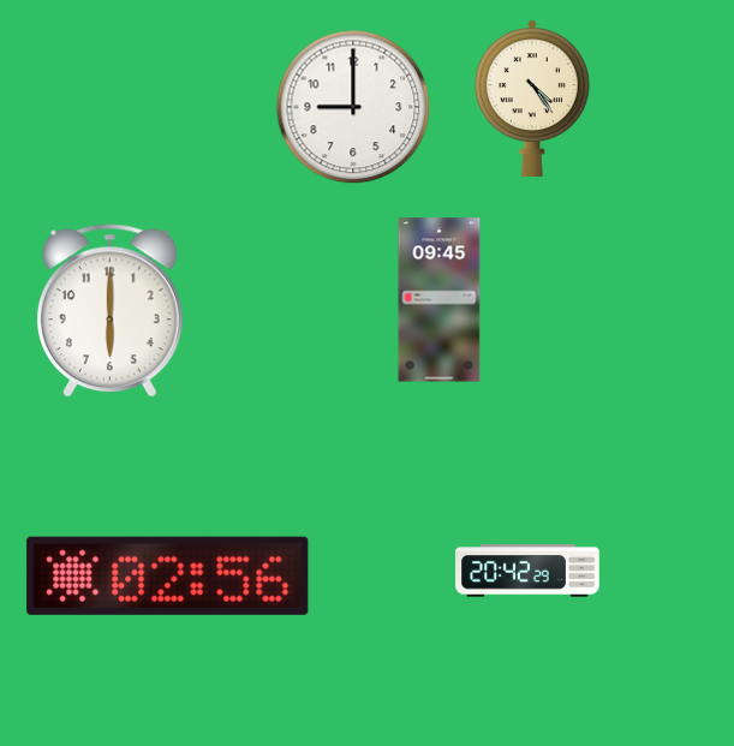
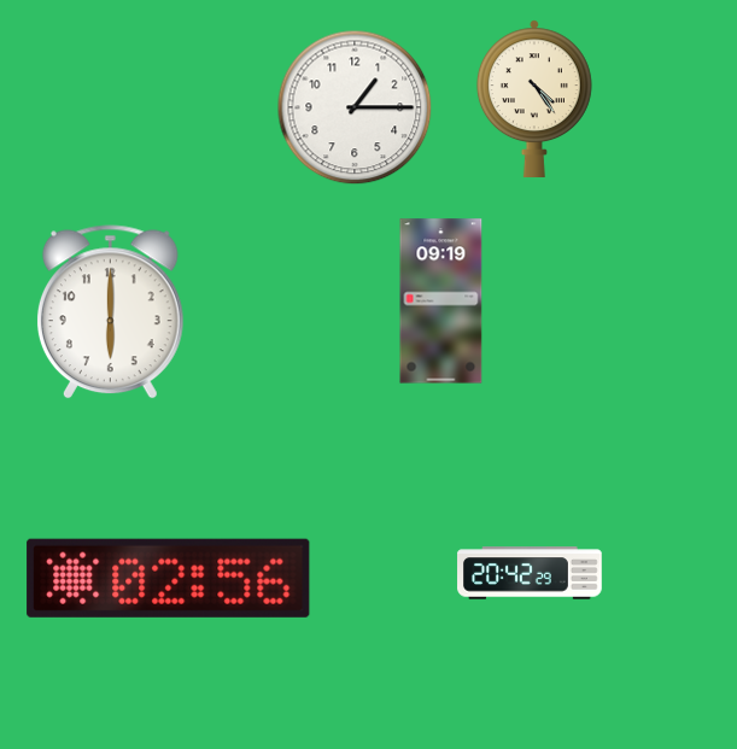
clock at (353, 107): 9:00 -> 1:15
clock at (440, 300): 09:45 -> 09:19
